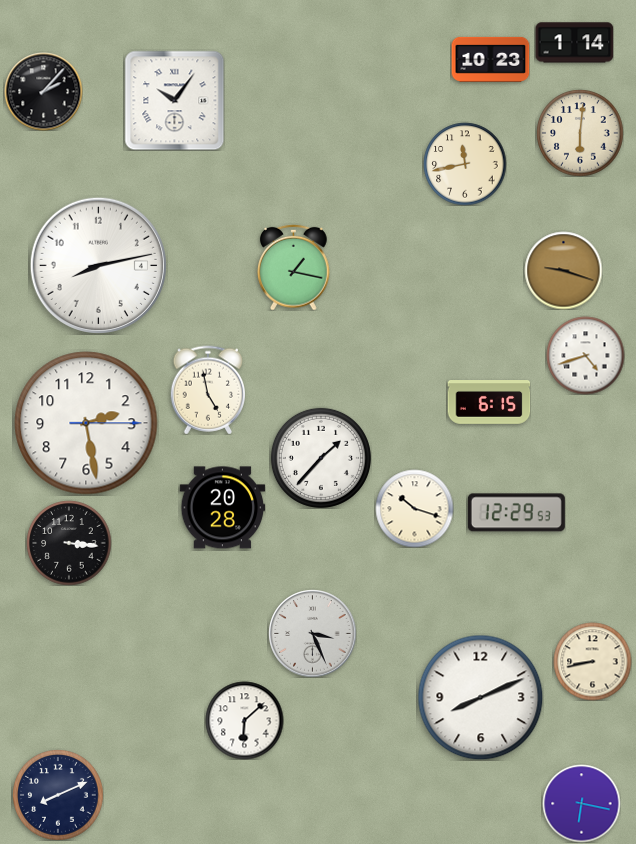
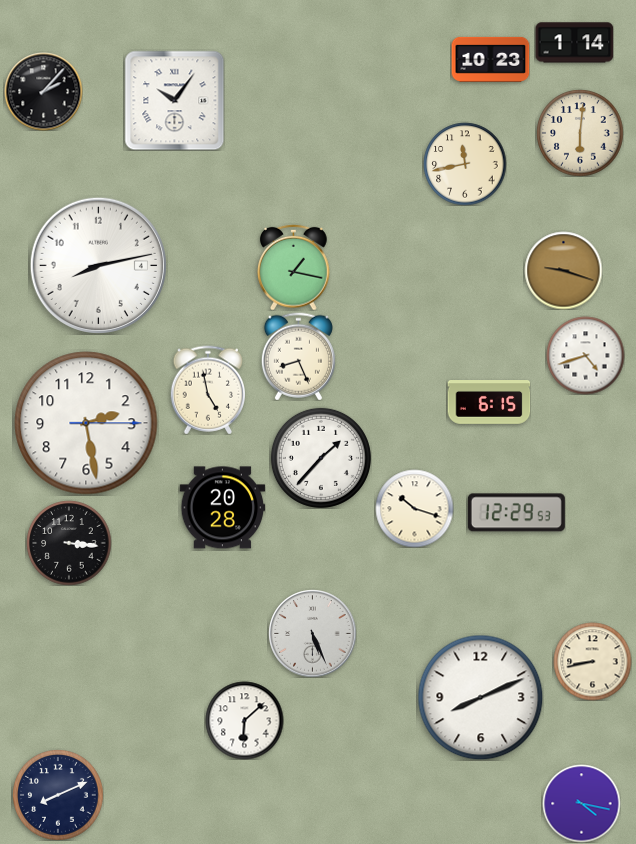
clock at (298, 356): none -> 8:26
clock at (312, 633): 3:26 -> 5:26
clock at (581, 803): 6:17 -> 4:17
